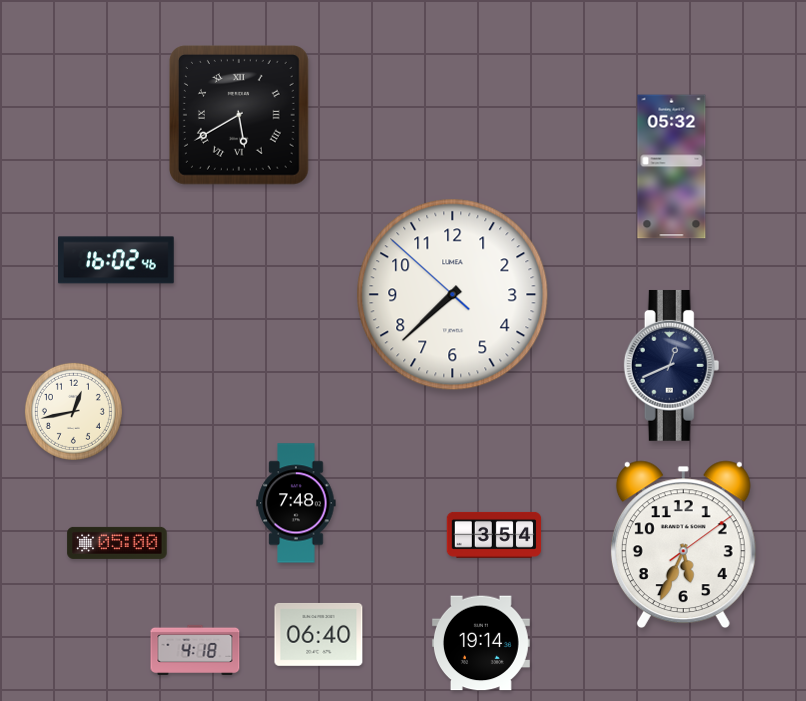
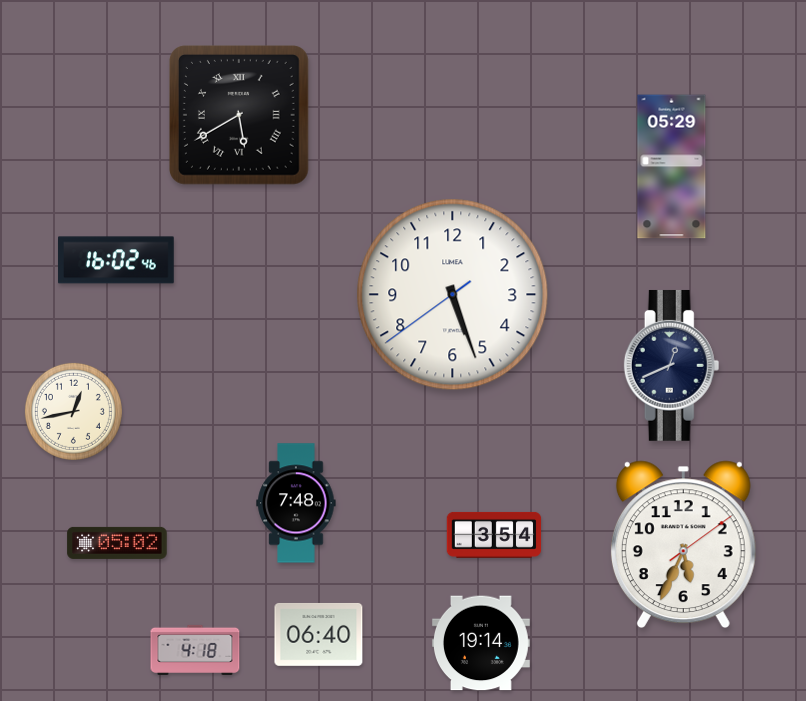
clock at (672, 167): 05:32 -> 05:29
clock at (453, 295): 7:37 -> 5:26
clock at (117, 543): 05:00 -> 05:02
